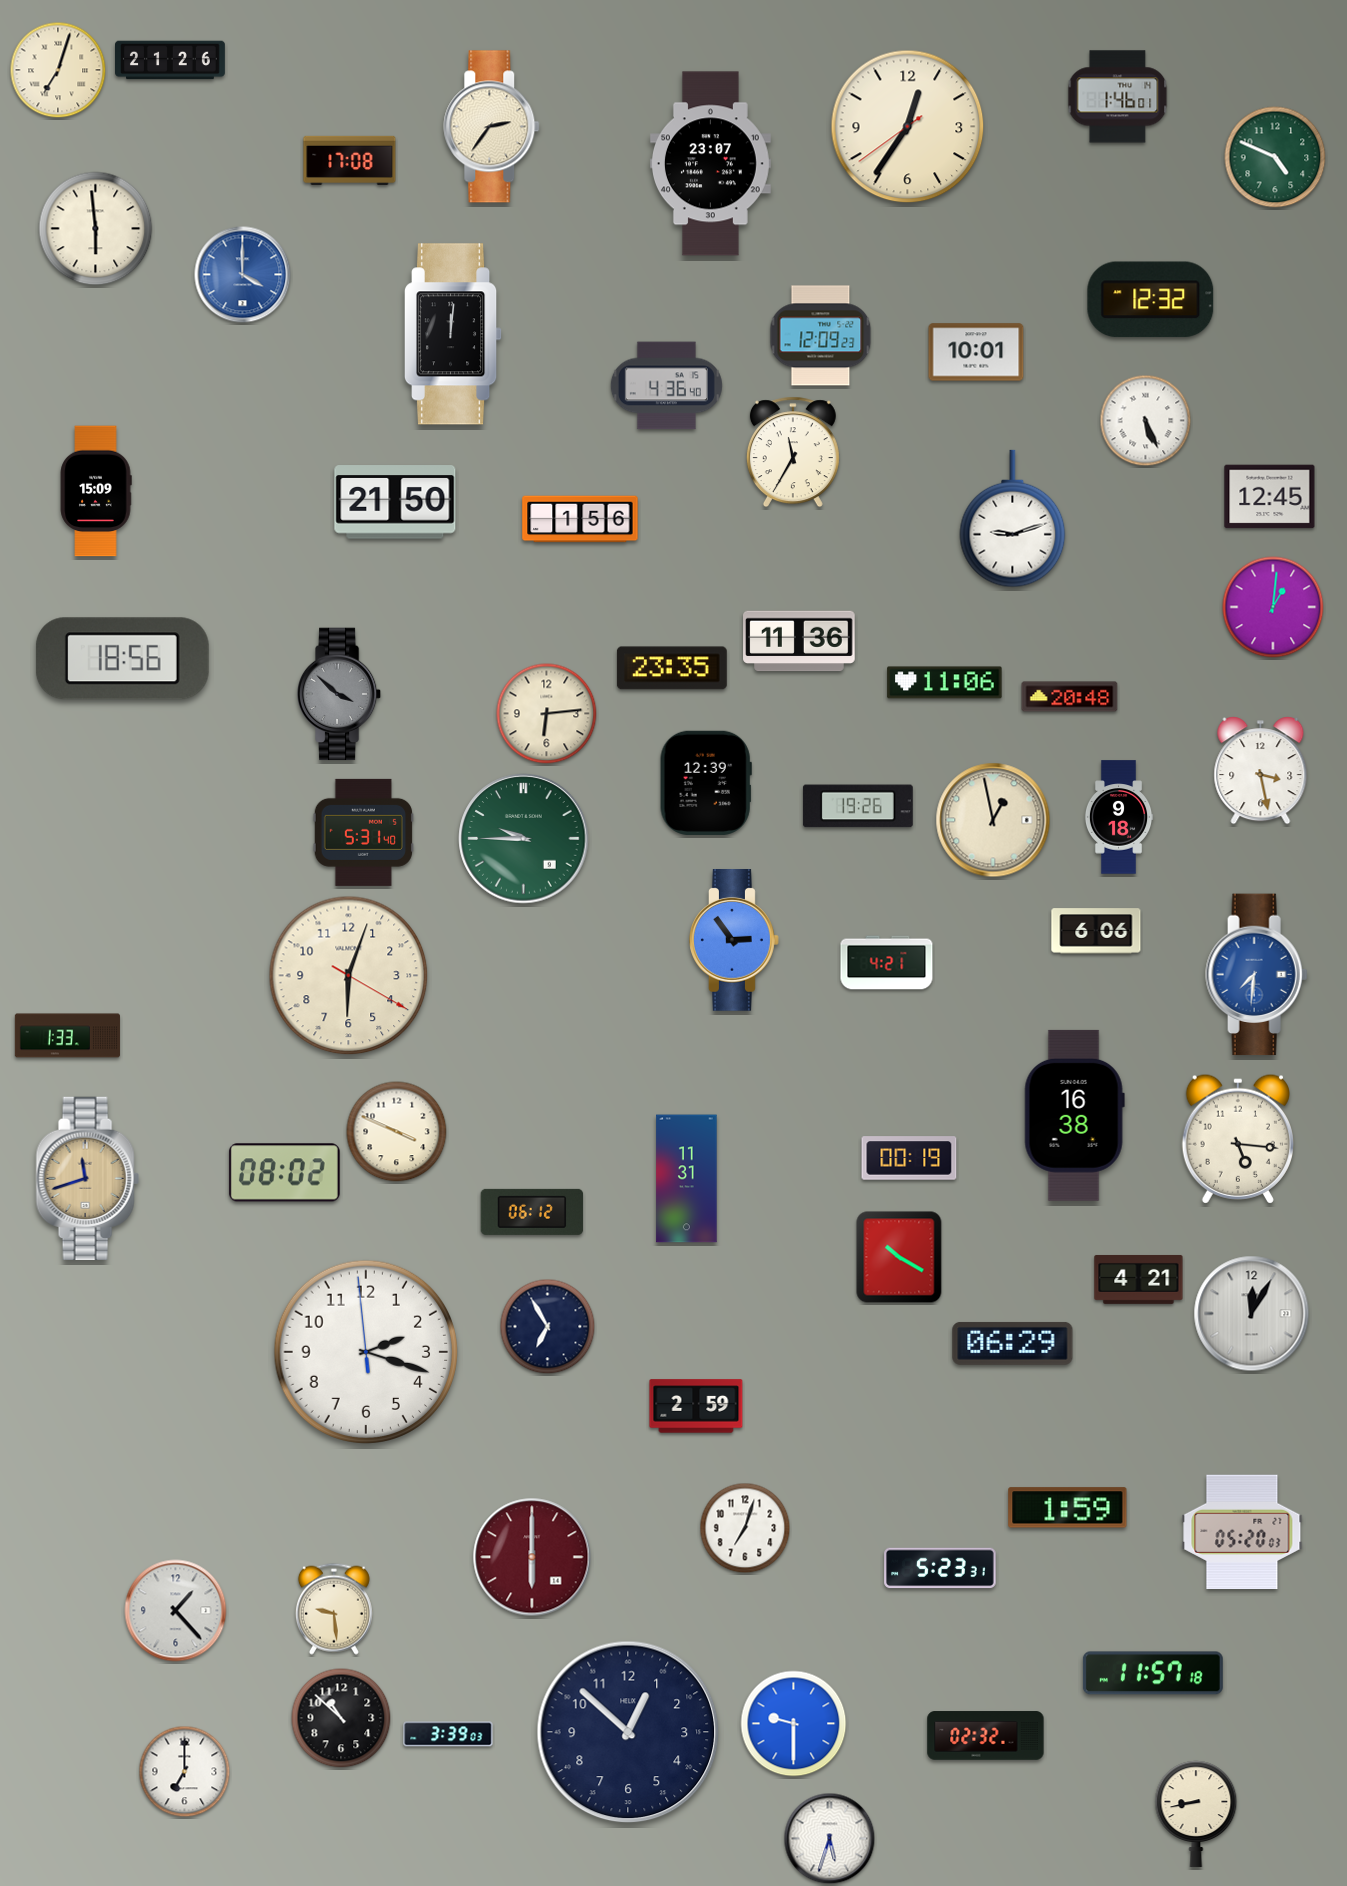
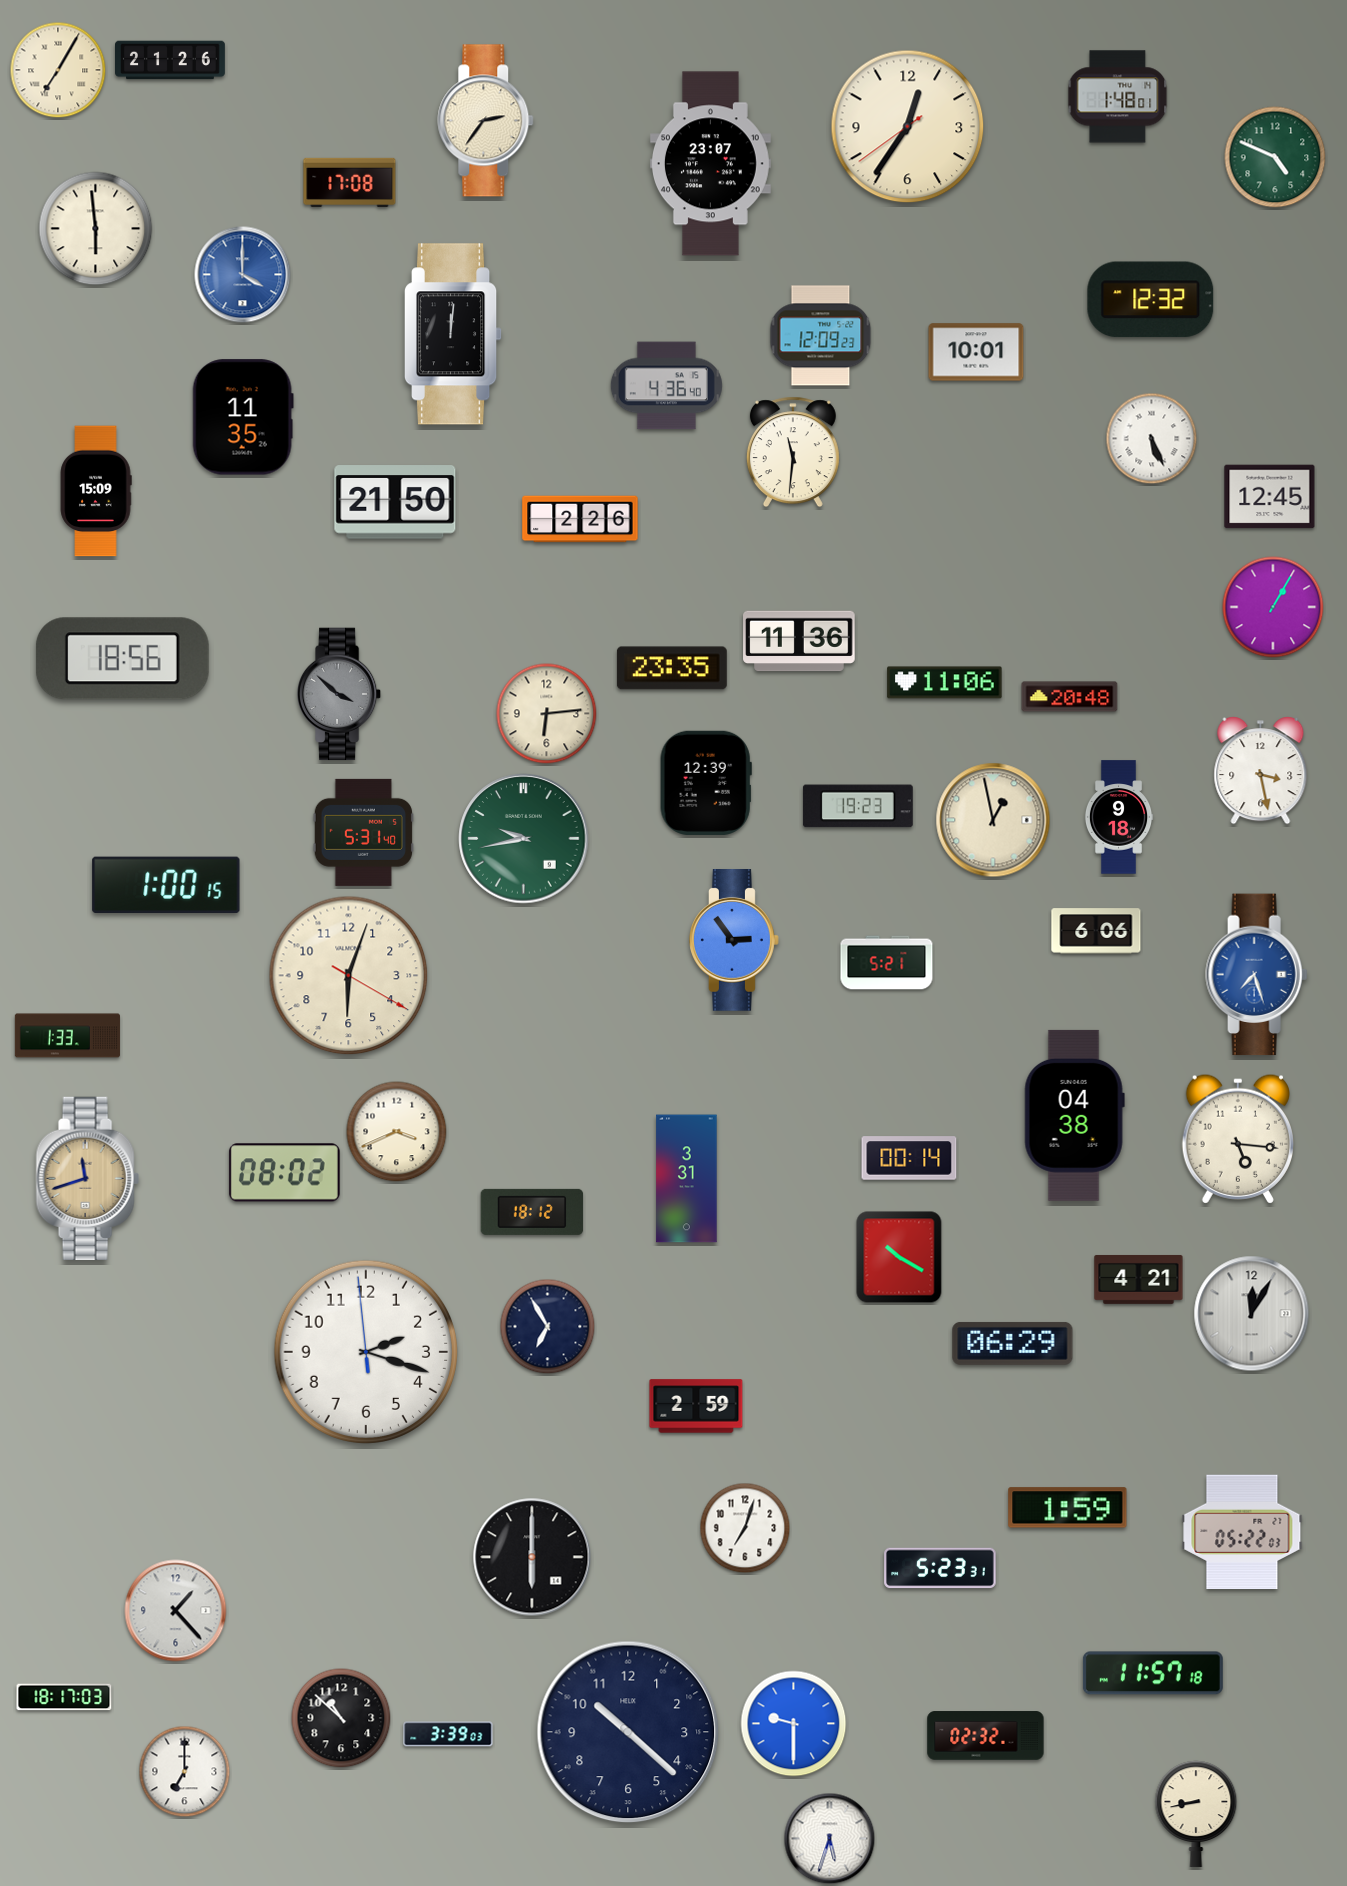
clock at (58, 70): 7:03 -> 7:05
clock at (1118, 97): 1:46 -> 1:48
clock at (492, 127) position: (492, 127) -> (486, 121)
clock at (350, 160) position: (350, 160) -> (350, 182)
clock at (243, 417): none -> 11:35
clock at (1146, 421) position: (1146, 421) -> (1152, 439)
clock at (793, 452): 11:35 -> 11:31
clock at (580, 519): 1:56 -> 2:26
clock at (1013, 519): 9:12 -> none
clock at (1273, 607): 1:01 -> 1:05
clock at (858, 806): 19:26 -> 19:23
clock at (524, 839): 9:45 -> 9:43
clock at (166, 884): none -> 1:00
clock at (887, 963): 4:21 -> 5:21
clock at (1257, 975): 7:31 -> 7:27
clock at (1074, 1115): 16:38 -> 04:38
clock at (397, 1132): 3:49 -> 3:41
clock at (909, 1158): 00:19 -> 00:14
clock at (687, 1179): 11:31 -> 3:31
clock at (532, 1212): 06:12 -> 18:12
clock at (1242, 1532): 05:20 -> 05:22
clock at (532, 1557) dial: burgundy -> black
clock at (334, 1609): 9:29 -> none
clock at (64, 1697): none -> 18:17
clock at (628, 1732): 12:52 -> 10:22
